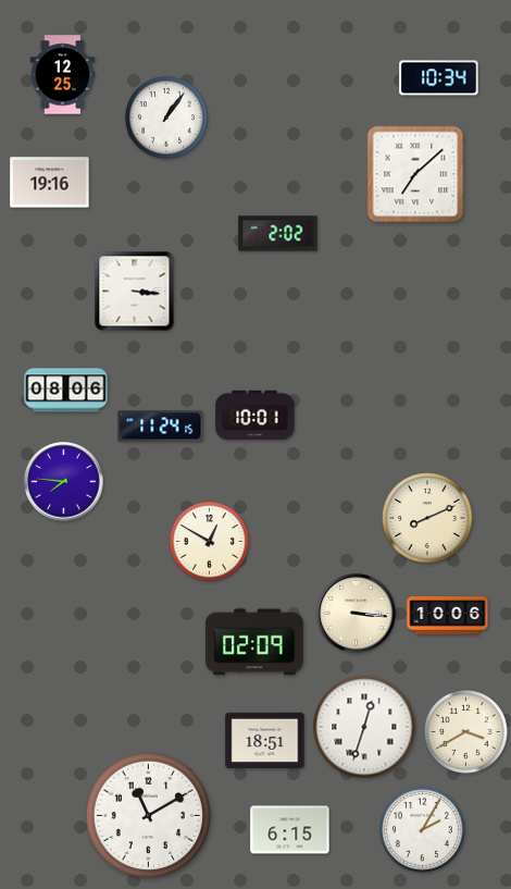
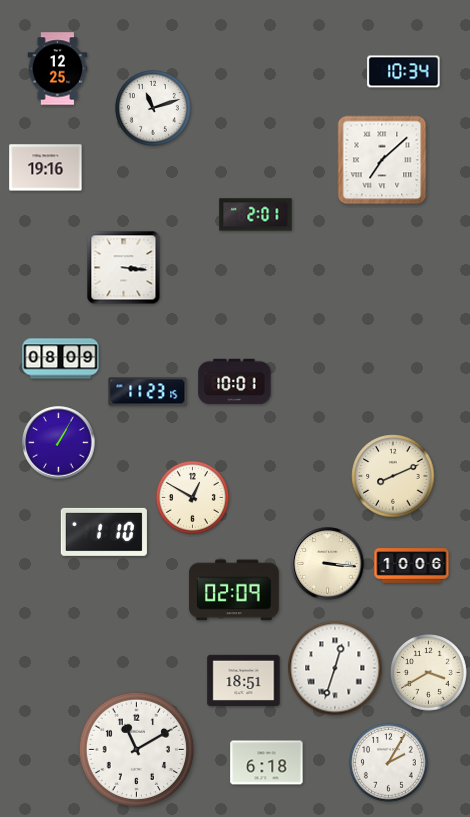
clock at (166, 118): 1:06 -> 11:12
clock at (278, 234): 2:02 -> 2:01
clock at (66, 391): 08:06 -> 08:09
clock at (161, 427): 11:24 -> 11:23
clock at (64, 482): 7:46 -> 1:05
clock at (104, 532): none -> 1:10
clock at (290, 830): 6:15 -> 6:18
